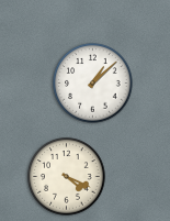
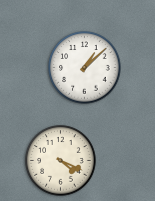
clock at (93, 84) position: (93, 84) -> (85, 68)
